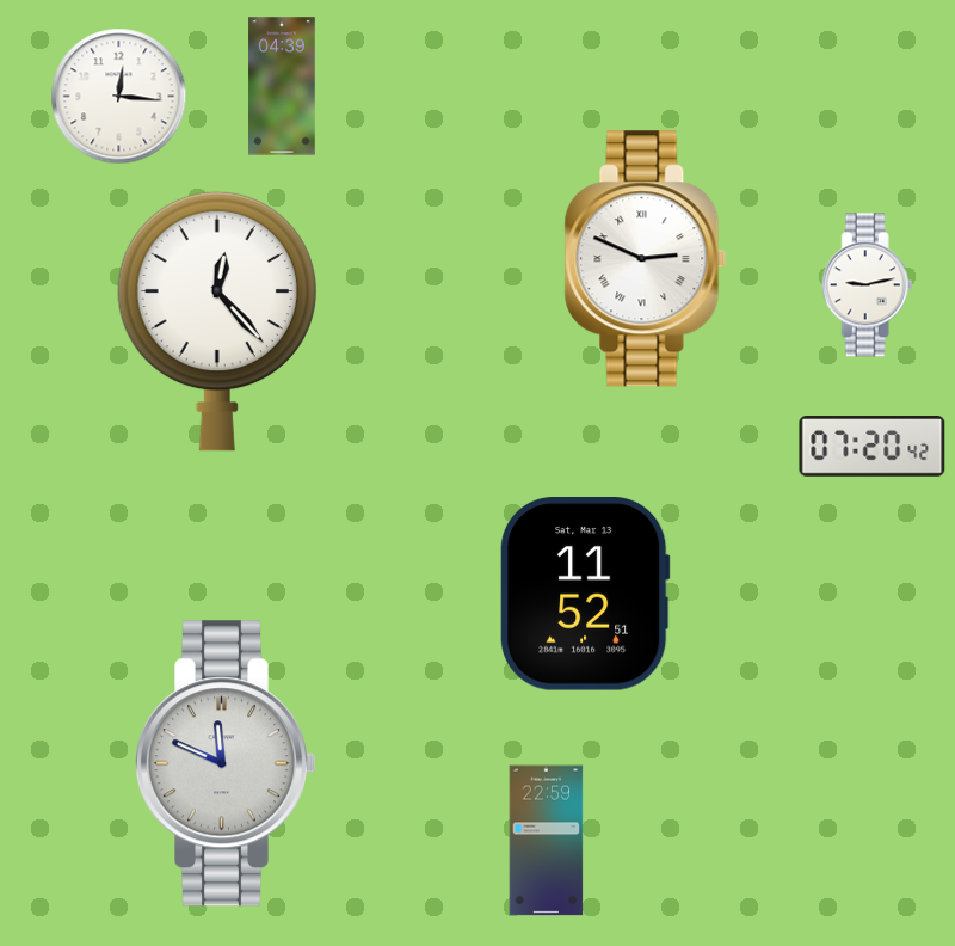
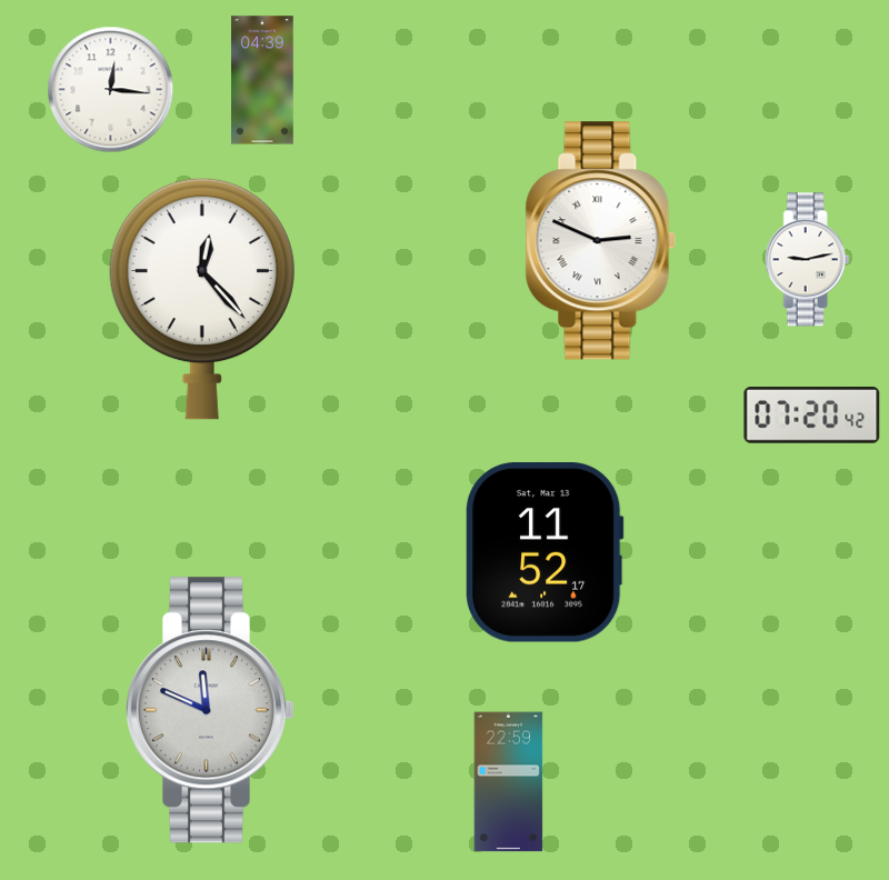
clock at (867, 285) position: (867, 285) -> (807, 260)
clock at (585, 595): 11:52:51 -> 11:52:17
